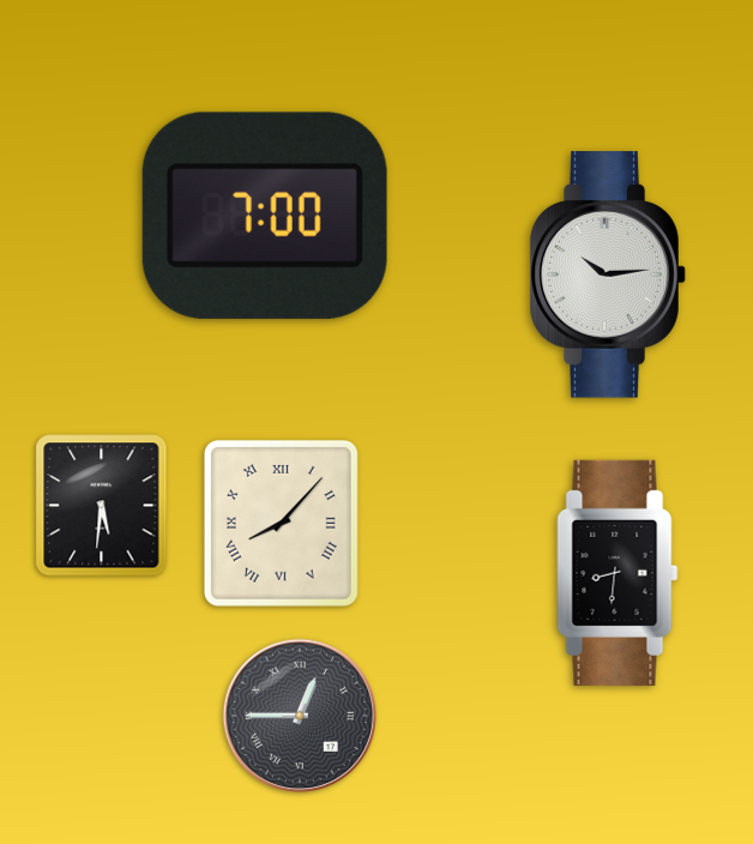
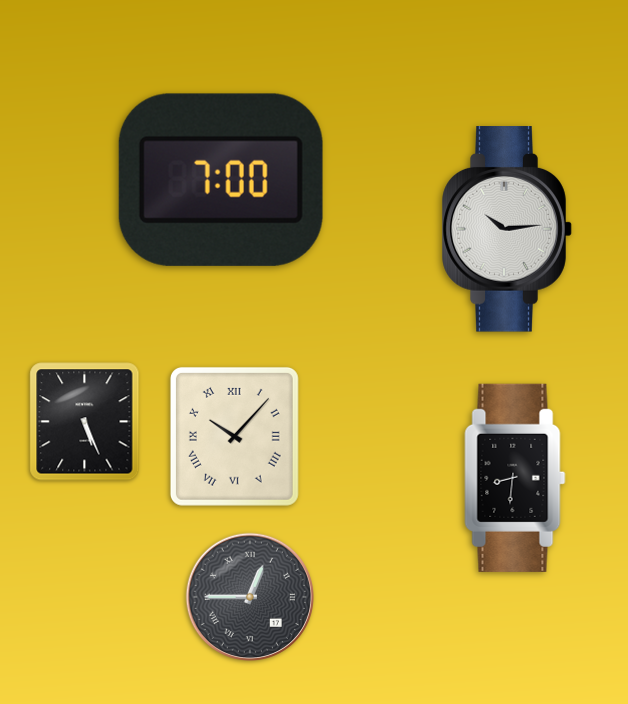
clock at (102, 506): 5:31 -> 5:26
clock at (281, 523): 8:07 -> 10:07
